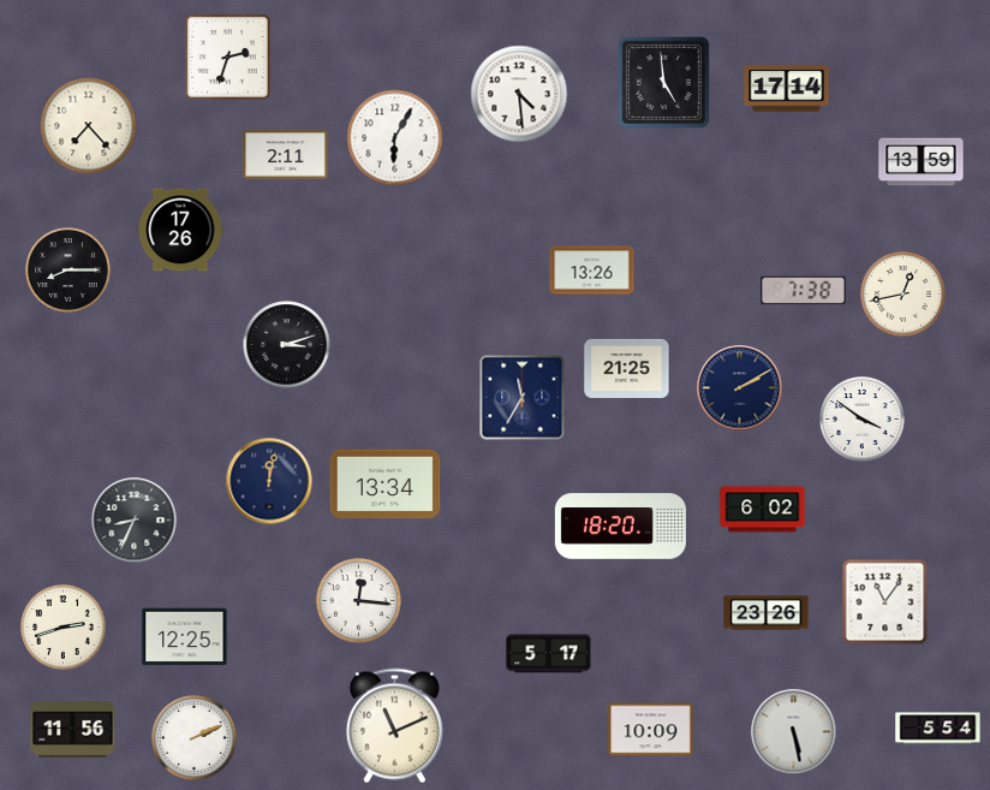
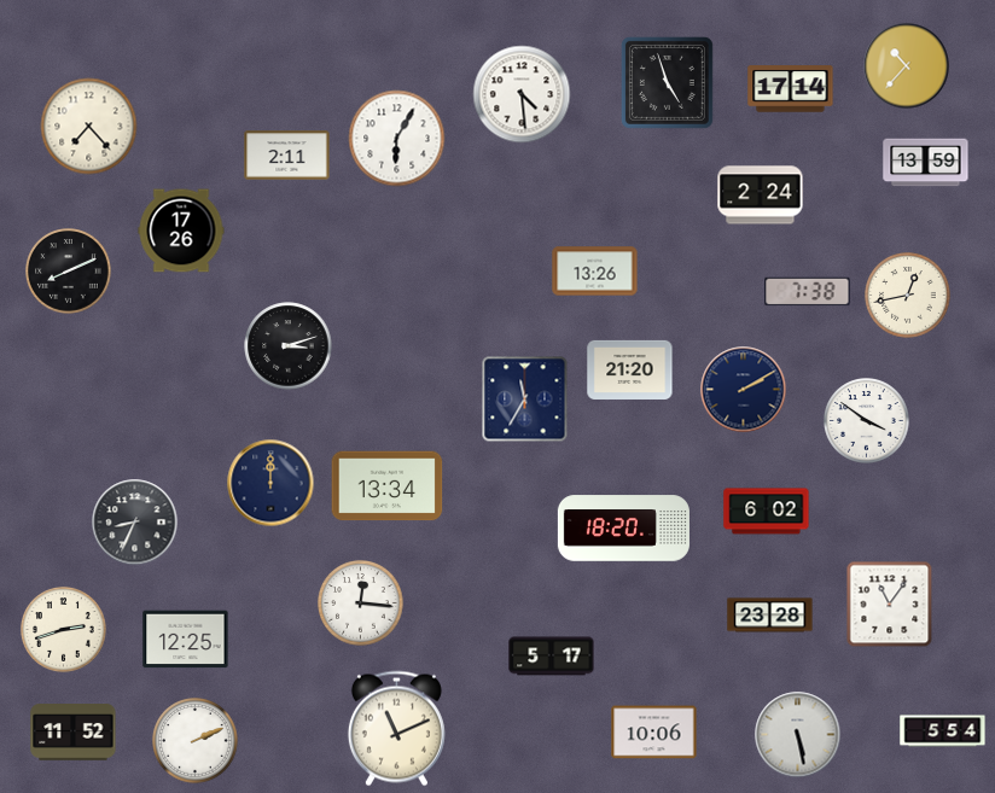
clock at (227, 57): 2:33 -> none
clock at (907, 66): none -> 10:37
clock at (663, 82): 4:59 -> 4:57
clock at (761, 196): none -> 2:24
clock at (68, 271): 8:15 -> 8:11
clock at (627, 368): 21:25 -> 21:20
clock at (269, 481): 12:02 -> 12:00
clock at (767, 613): 23:26 -> 23:28
clock at (73, 730): 11:56 -> 11:52
clock at (651, 730): 10:09 -> 10:06
